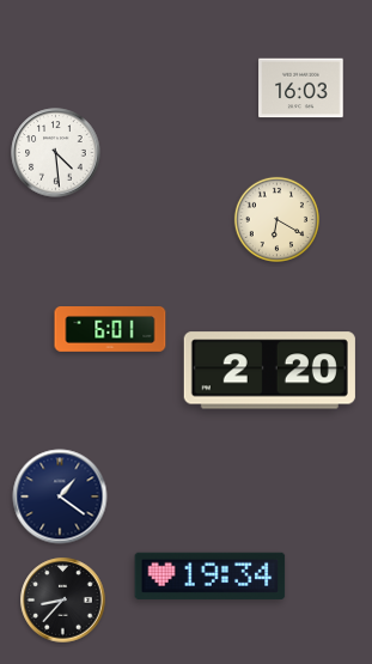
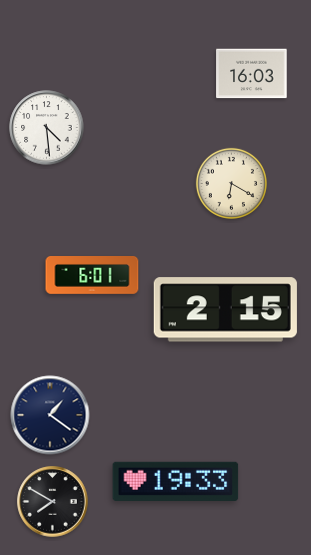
clock at (269, 371): 2:20 -> 2:15
clock at (211, 575): 19:34 -> 19:33
clock at (63, 601): 8:37 -> 7:50
